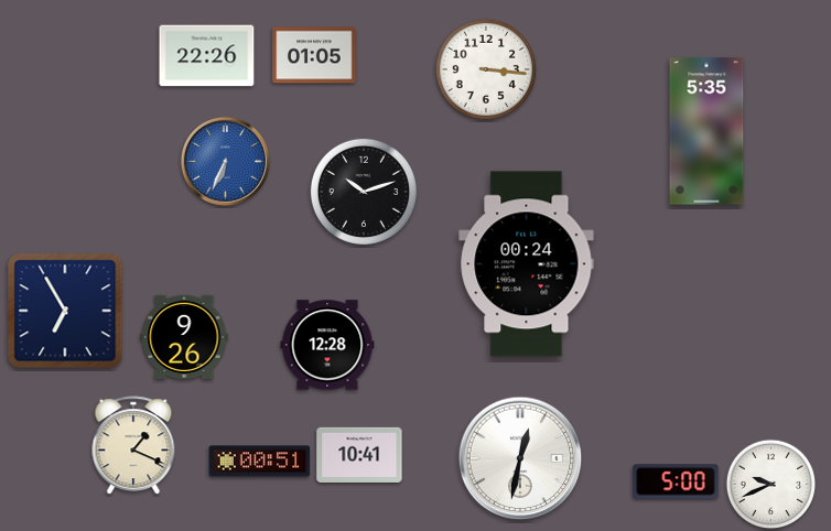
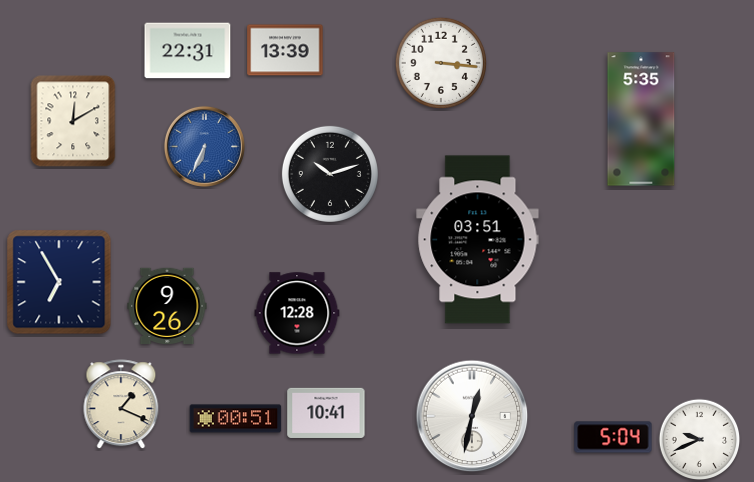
clock at (314, 55): 01:05 -> 13:39
clock at (207, 56): 22:26 -> 22:31
clock at (73, 121): none -> 12:10
clock at (527, 264): 00:24 -> 03:51
clock at (676, 481): 5:00 -> 5:04
